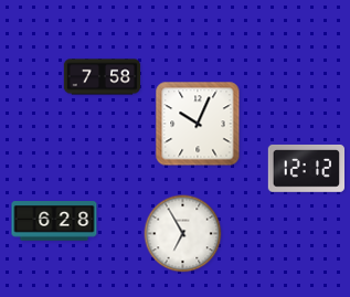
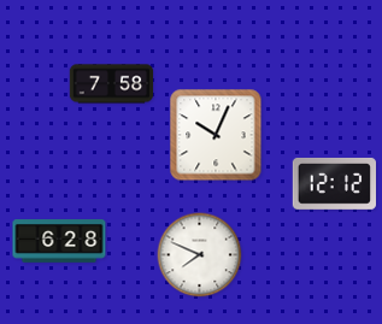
clock at (183, 234): 6:55 -> 7:49
